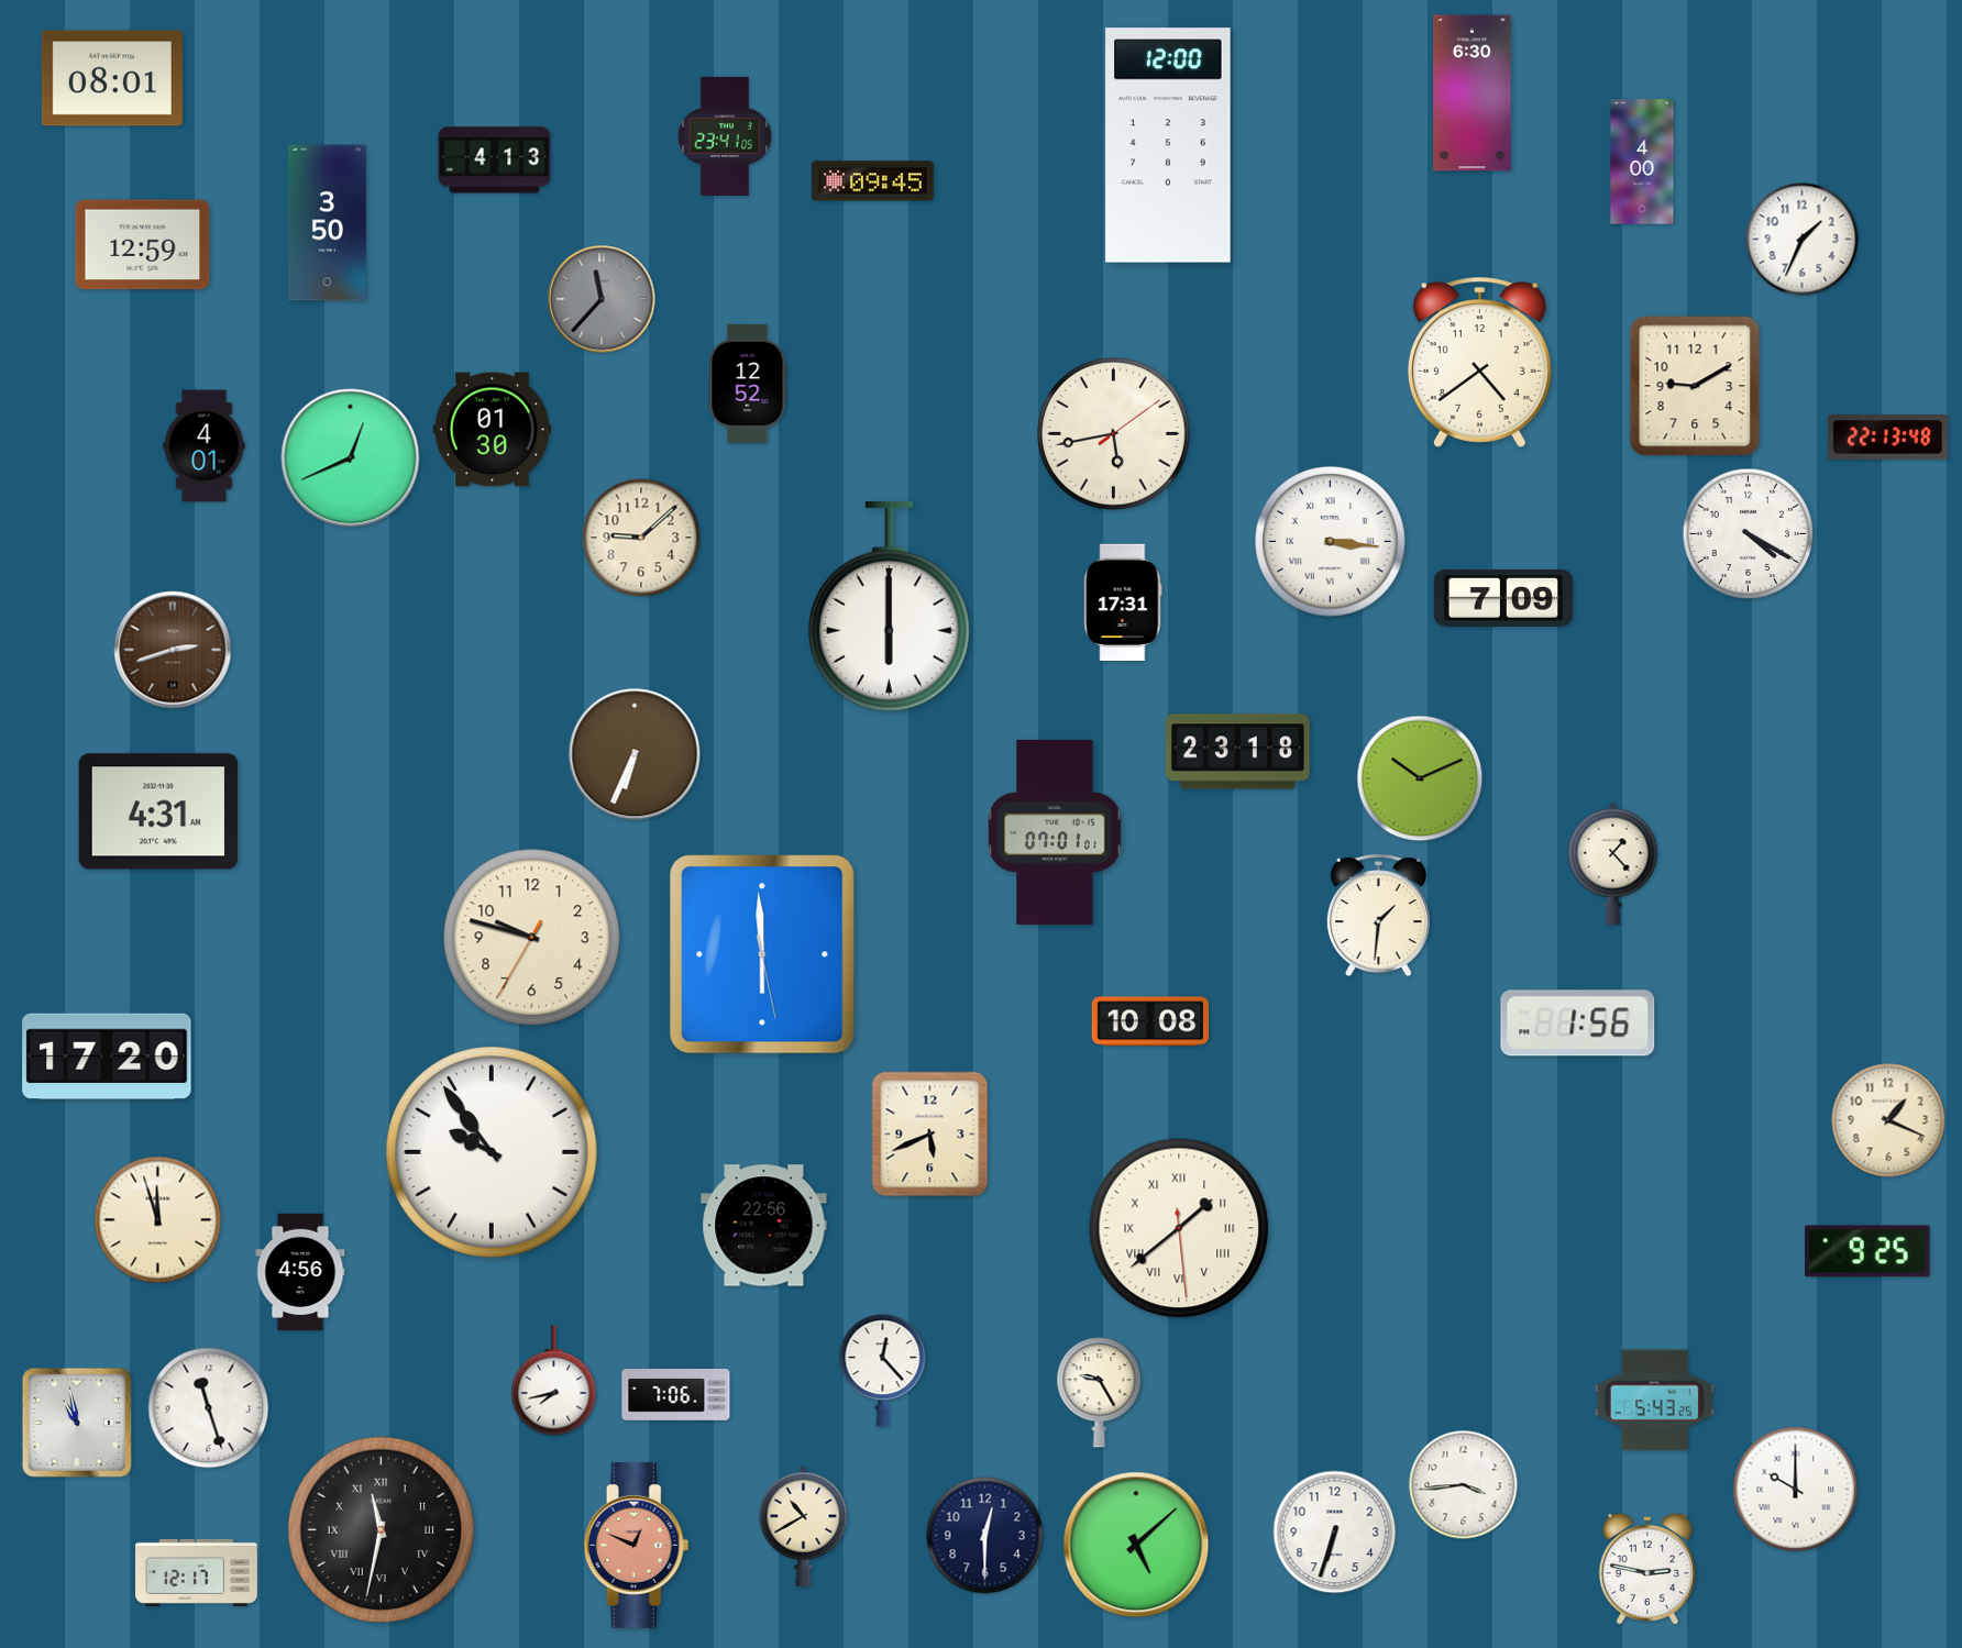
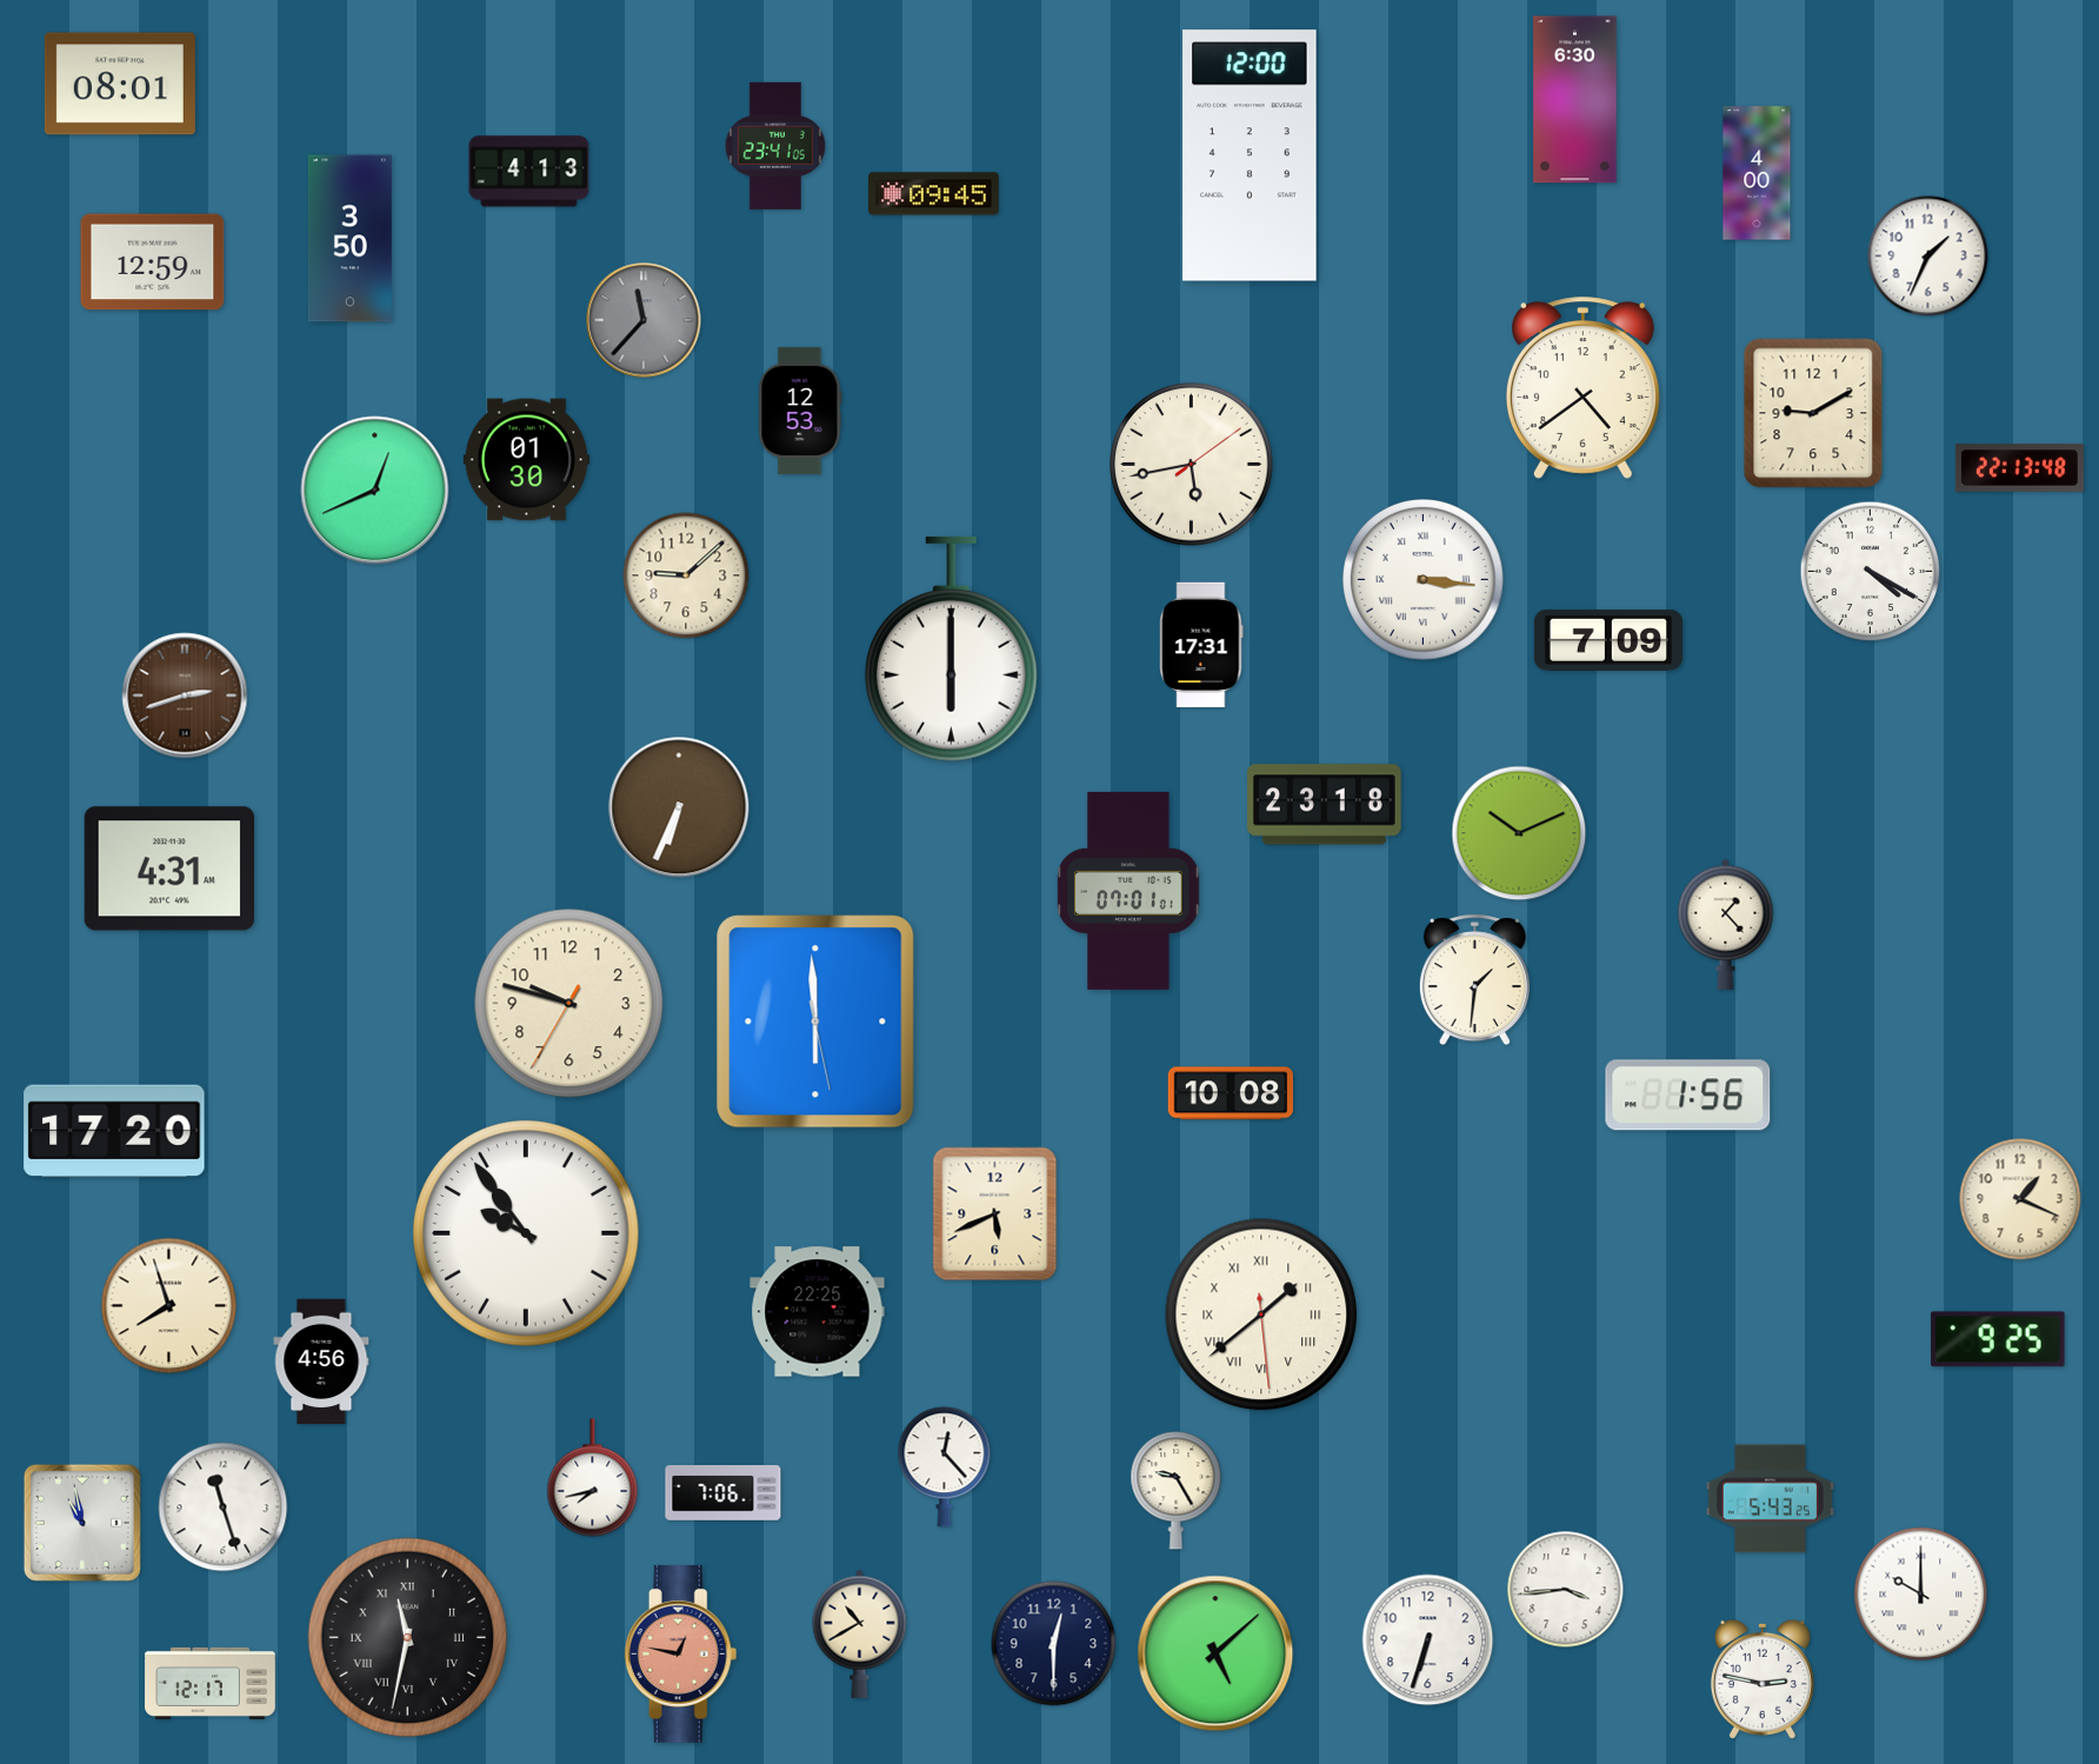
clock at (748, 384): 12:52 -> 12:53
clock at (205, 446): 4:01 -> none
clock at (158, 1220): 11:57 -> 7:57
clock at (764, 1226): 22:56 -> 22:25
clock at (637, 1546): 12:49 -> 12:47
